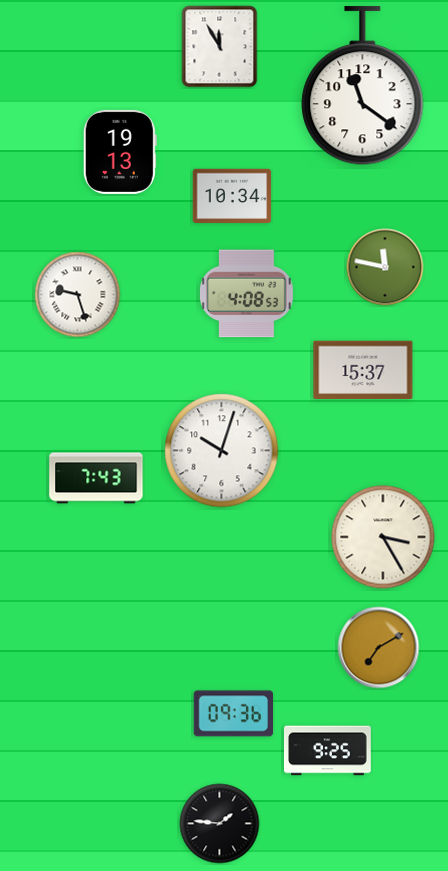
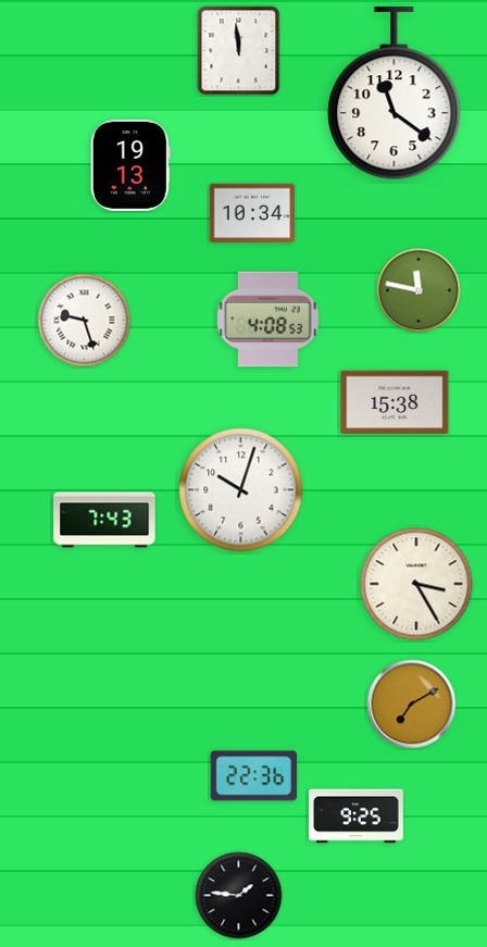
clock at (220, 47): 11:55 -> 11:59
clock at (363, 370): 15:37 -> 15:38
clock at (233, 714): 09:36 -> 22:36
